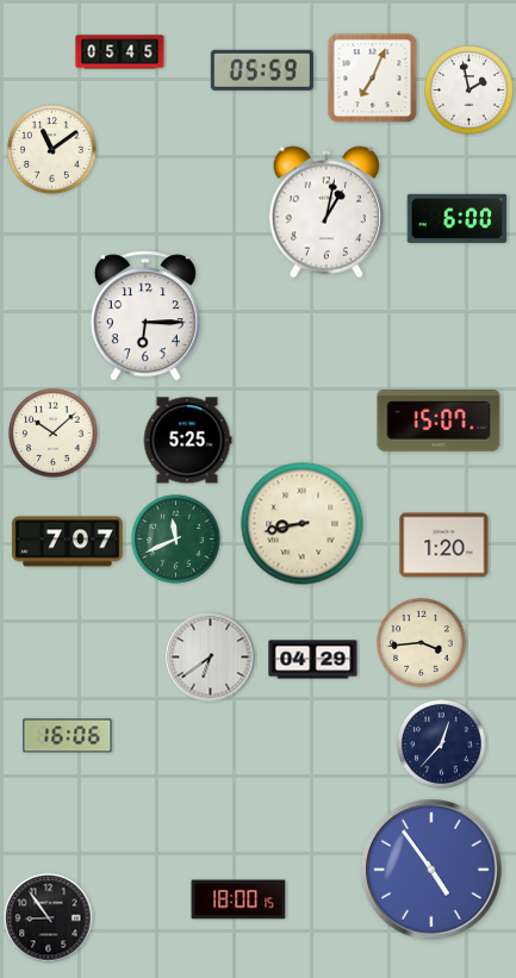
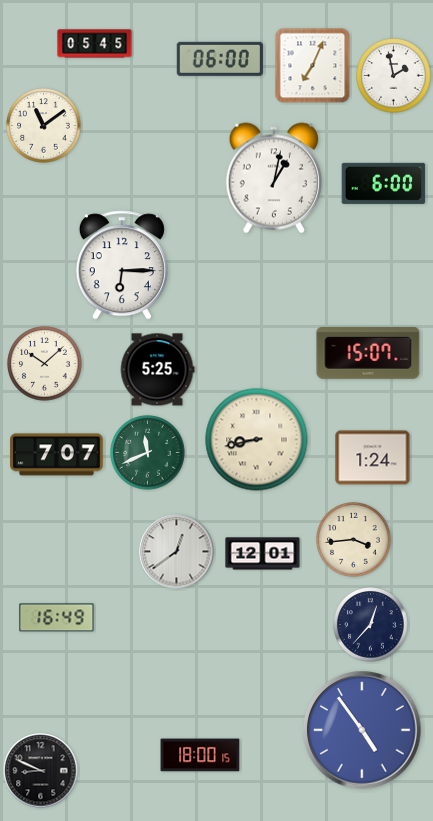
clock at (120, 52) position: (120, 52) -> (95, 44)
clock at (262, 70): 05:59 -> 06:00
clock at (303, 524) position: (303, 524) -> (257, 440)
clock at (444, 546): 1:20 -> 1:24
clock at (211, 658): 6:39 -> 12:39
clock at (313, 660): 04:29 -> 12:01
clock at (68, 736): 16:06 -> 16:49
clock at (49, 918): 8:54 -> 8:49
